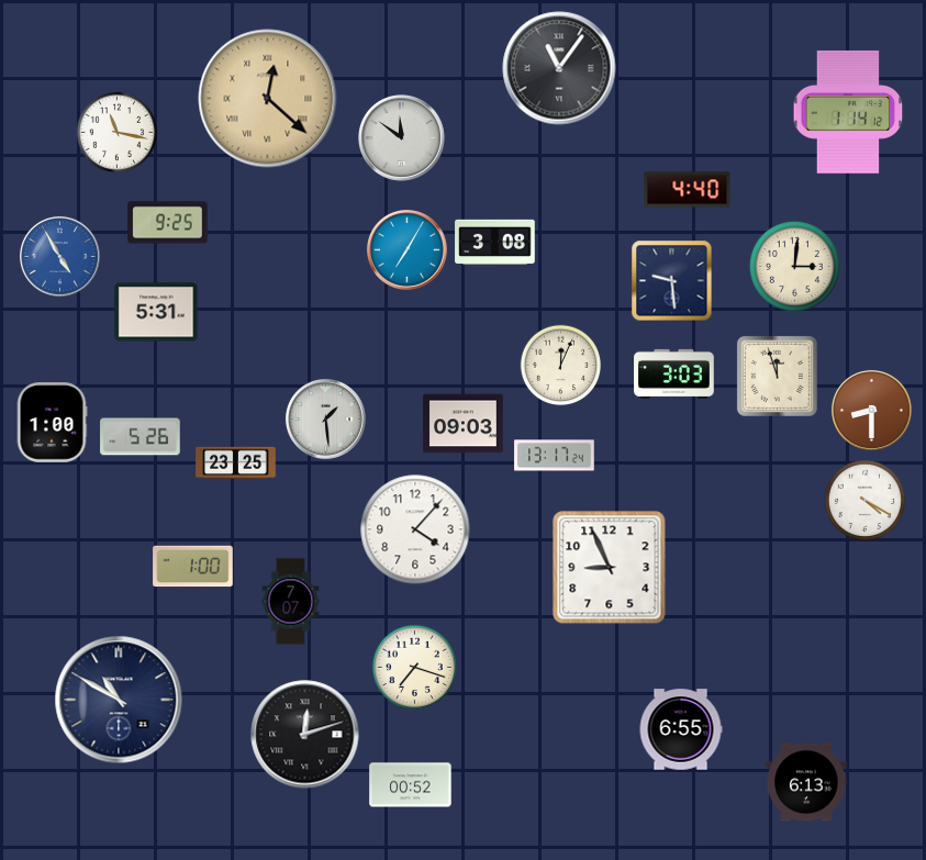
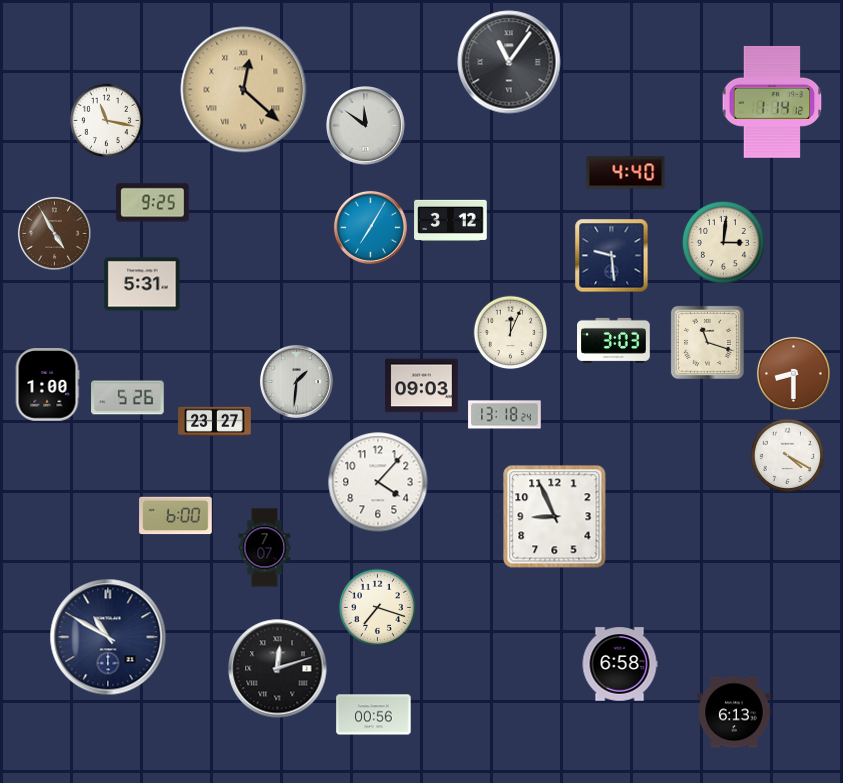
clock at (495, 242): 3:08 -> 3:12
clock at (59, 256) dial: blue -> brown
clock at (777, 376): 11:57 -> 11:18
clock at (325, 418): 1:29 -> 1:31
clock at (555, 456): 13:17 -> 13:18
clock at (236, 463): 23:25 -> 23:27
clock at (193, 567): 1:00 -> 6:00
clock at (681, 729): 6:55 -> 6:58
clock at (411, 785): 00:52 -> 00:56
